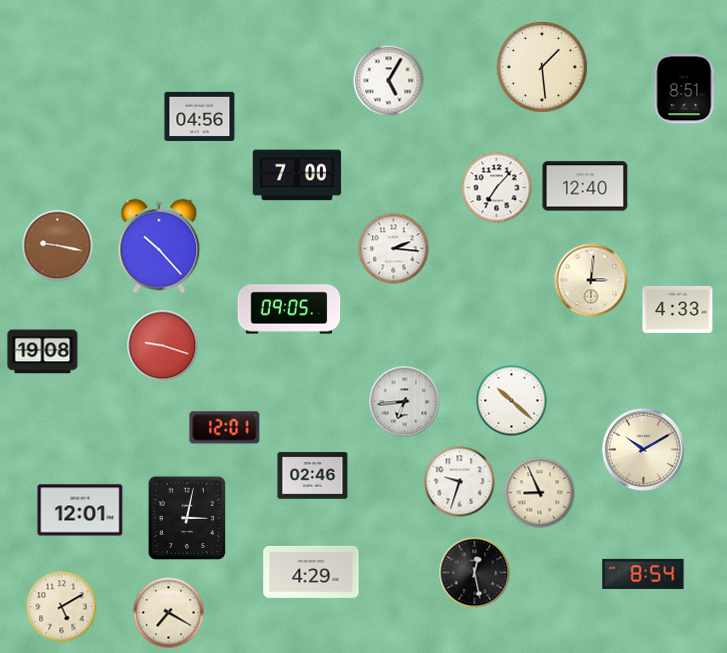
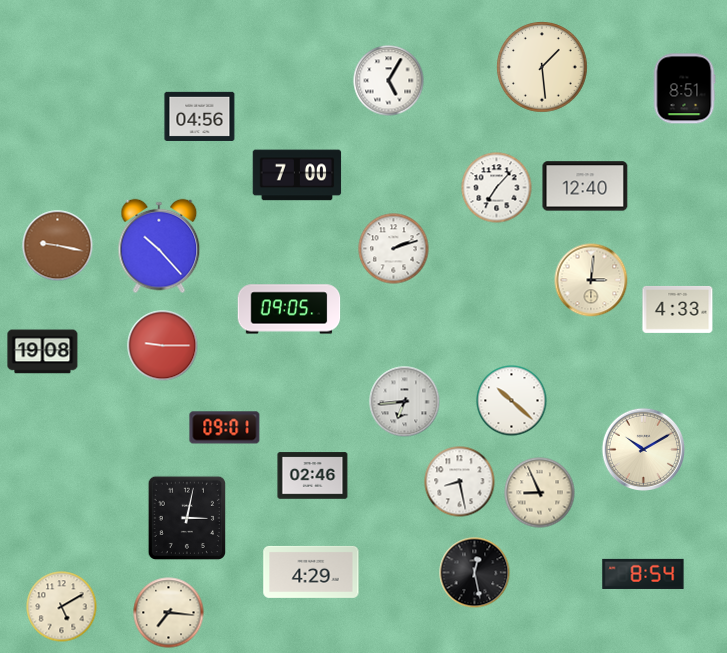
clock at (394, 249): 2:16 -> 2:12
clock at (163, 346): 9:18 -> 9:15
clock at (225, 428): 12:01 -> 09:01
clock at (460, 482): 9:33 -> 8:28
clock at (80, 510): 12:01 -> none
clock at (169, 613): 7:20 -> 7:16
